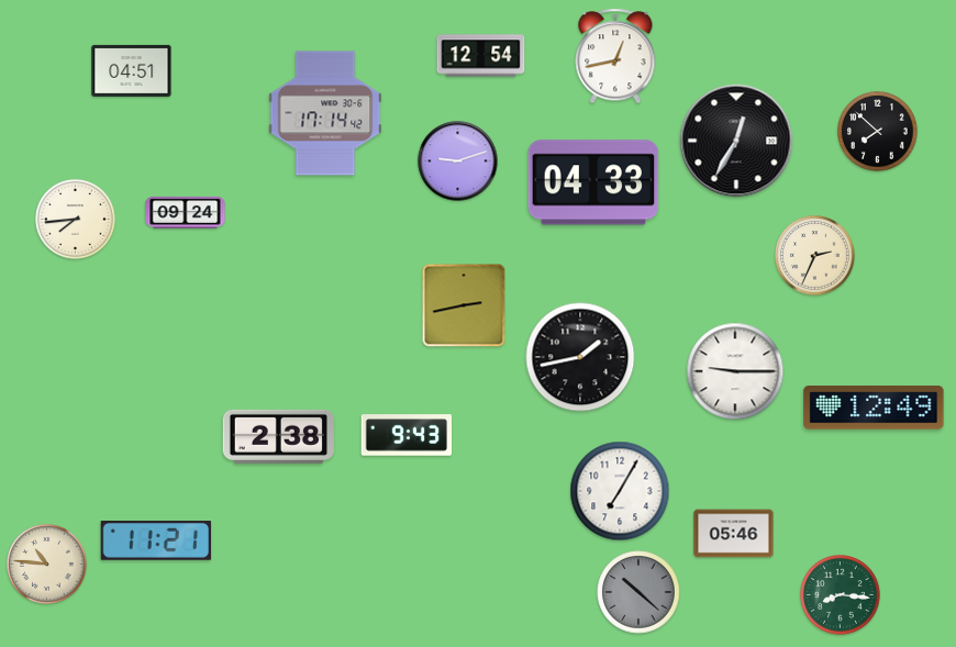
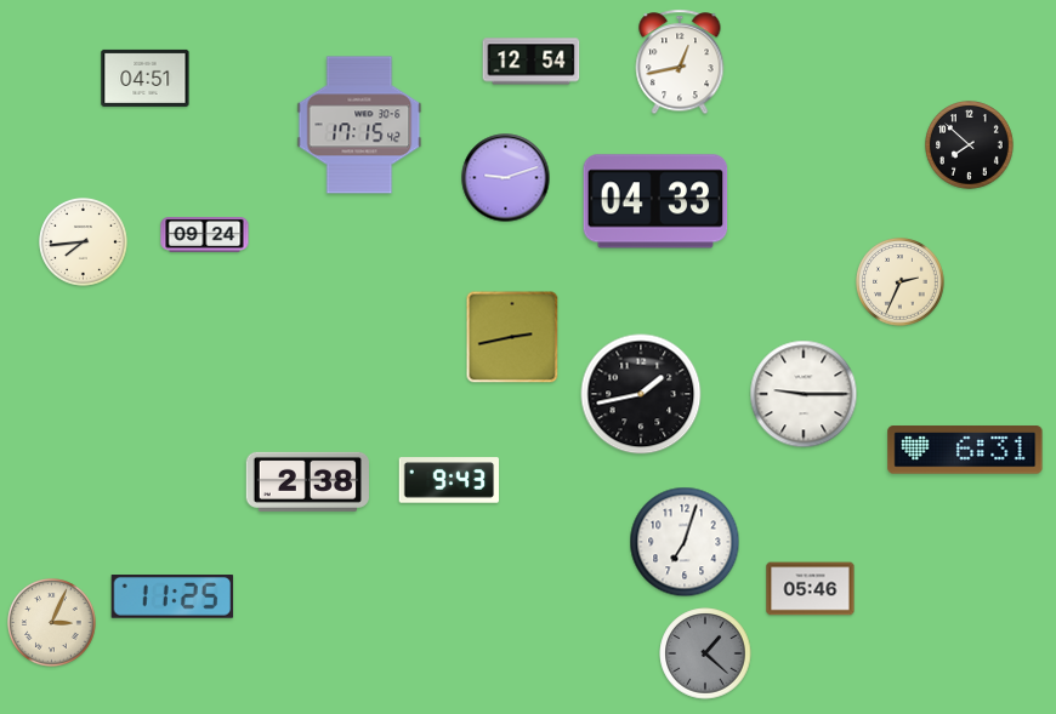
clock at (325, 113): 17:14 -> 17:15
clock at (736, 141): 12:35 -> none
clock at (735, 371) position: (735, 371) -> (804, 394)
clock at (874, 408): 12:49 -> 6:31
clock at (620, 491): 7:05 -> 7:03
clock at (156, 542): 11:21 -> 11:25
clock at (47, 565): 10:46 -> 3:04
clock at (638, 592): 10:22 -> 1:22
clock at (841, 595): 8:16 -> none
